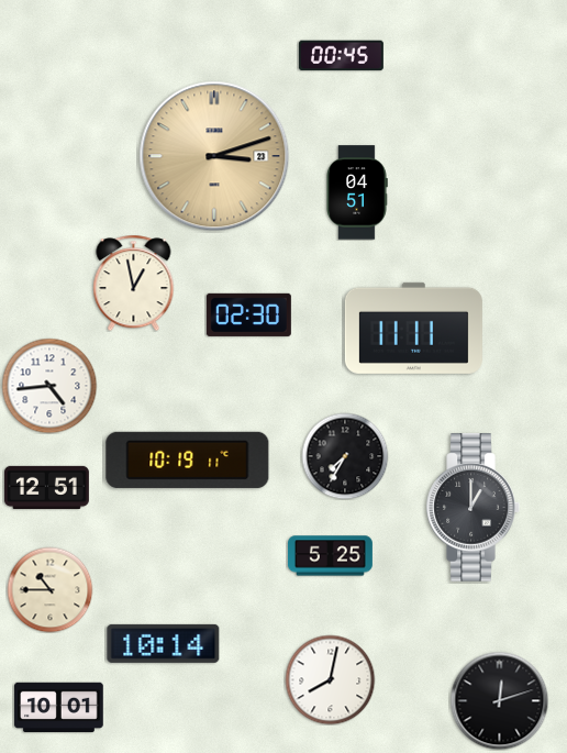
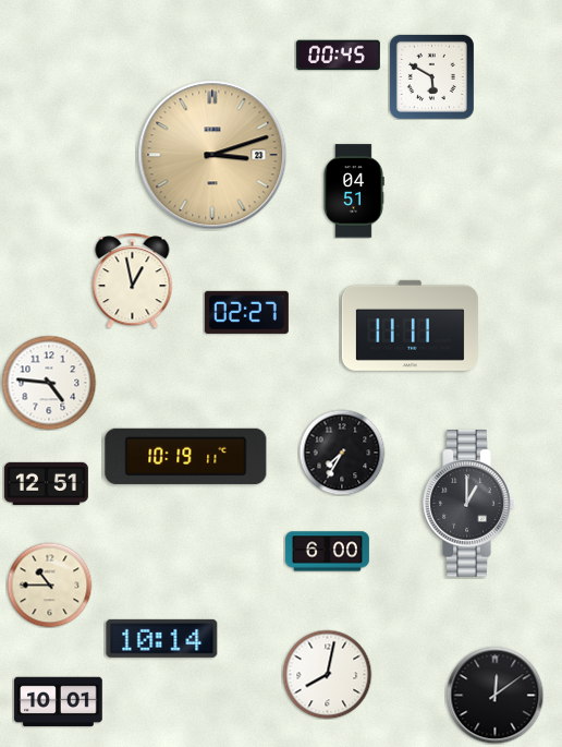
clock at (431, 76): none -> 5:50
clock at (248, 314): 02:30 -> 02:27
clock at (49, 386): 4:44 -> 4:46
clock at (330, 556): 5:25 -> 6:00
clock at (499, 700): 12:12 -> 12:09
